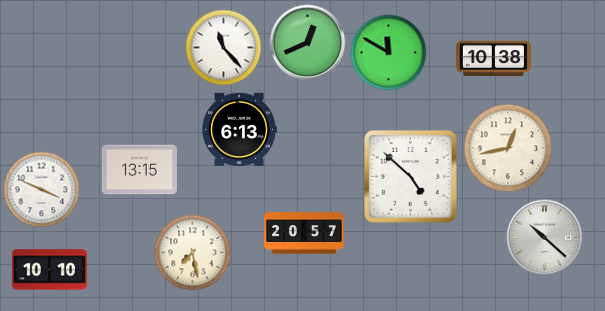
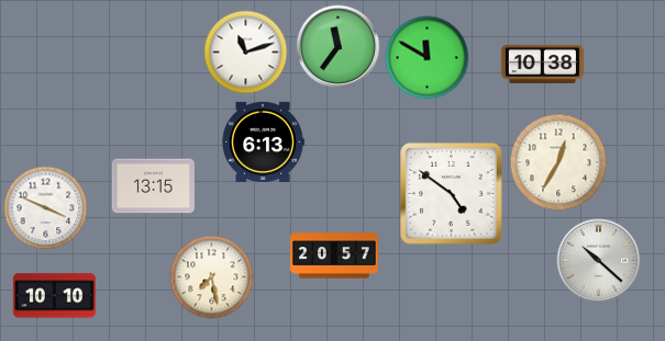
clock at (308, 43): 12:41 -> 11:36
clock at (224, 48): 11:23 -> 11:12
clock at (508, 148): 12:43 -> 12:35
clock at (411, 177): 4:52 -> 4:51
